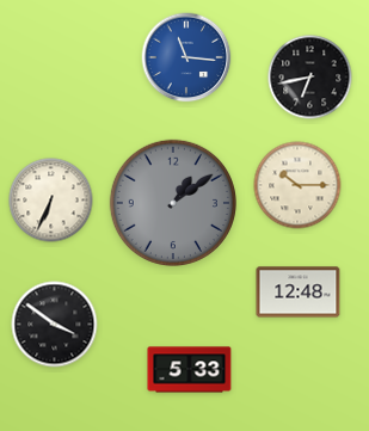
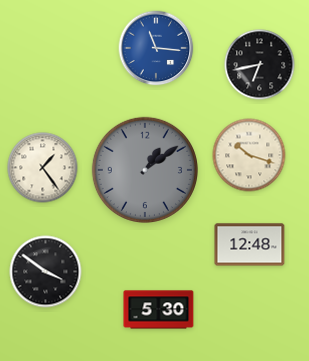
clock at (297, 185): 10:15 -> 10:18
clock at (51, 201): 6:34 -> 1:24
clock at (190, 370): 5:33 -> 5:30
